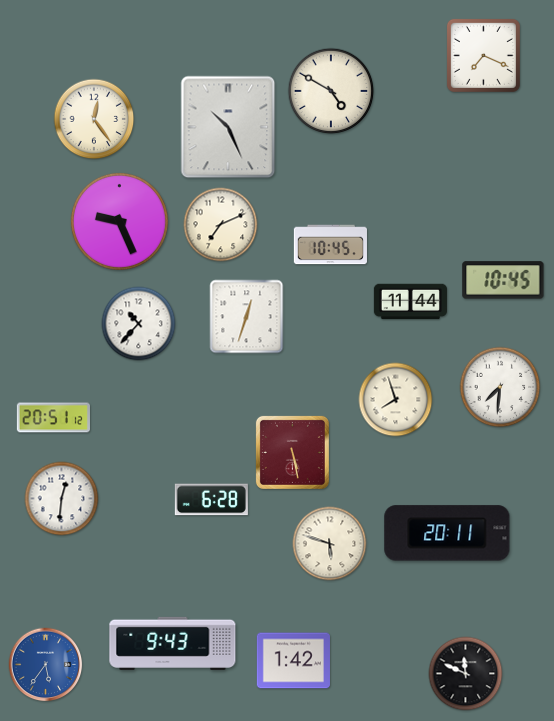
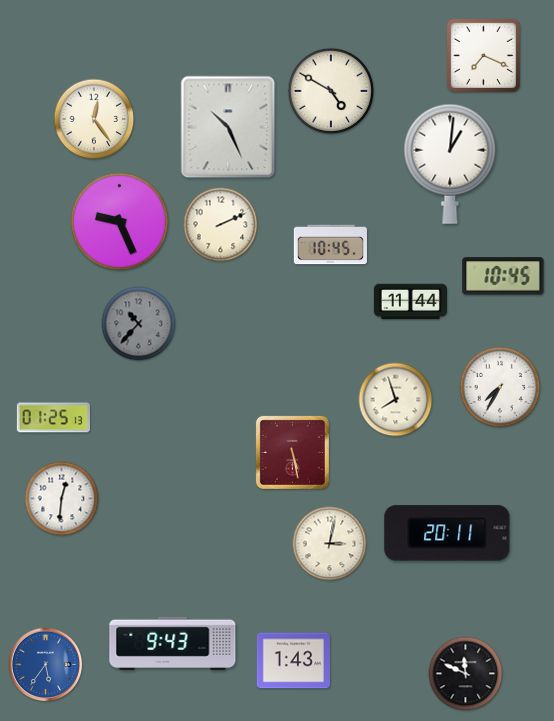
clock at (450, 164): none -> 1:01
clock at (221, 225): 7:11 -> 2:11
clock at (503, 280) position: (503, 280) -> (503, 276)
clock at (247, 317): 12:33 -> none
clock at (139, 324) dial: white -> grey
clock at (500, 387): 7:31 -> 7:35
clock at (53, 418): 20:51 -> 01:25
clock at (211, 500): 6:28 -> none
clock at (330, 544): 5:48 -> 3:02
clock at (293, 661): 1:42 -> 1:43
